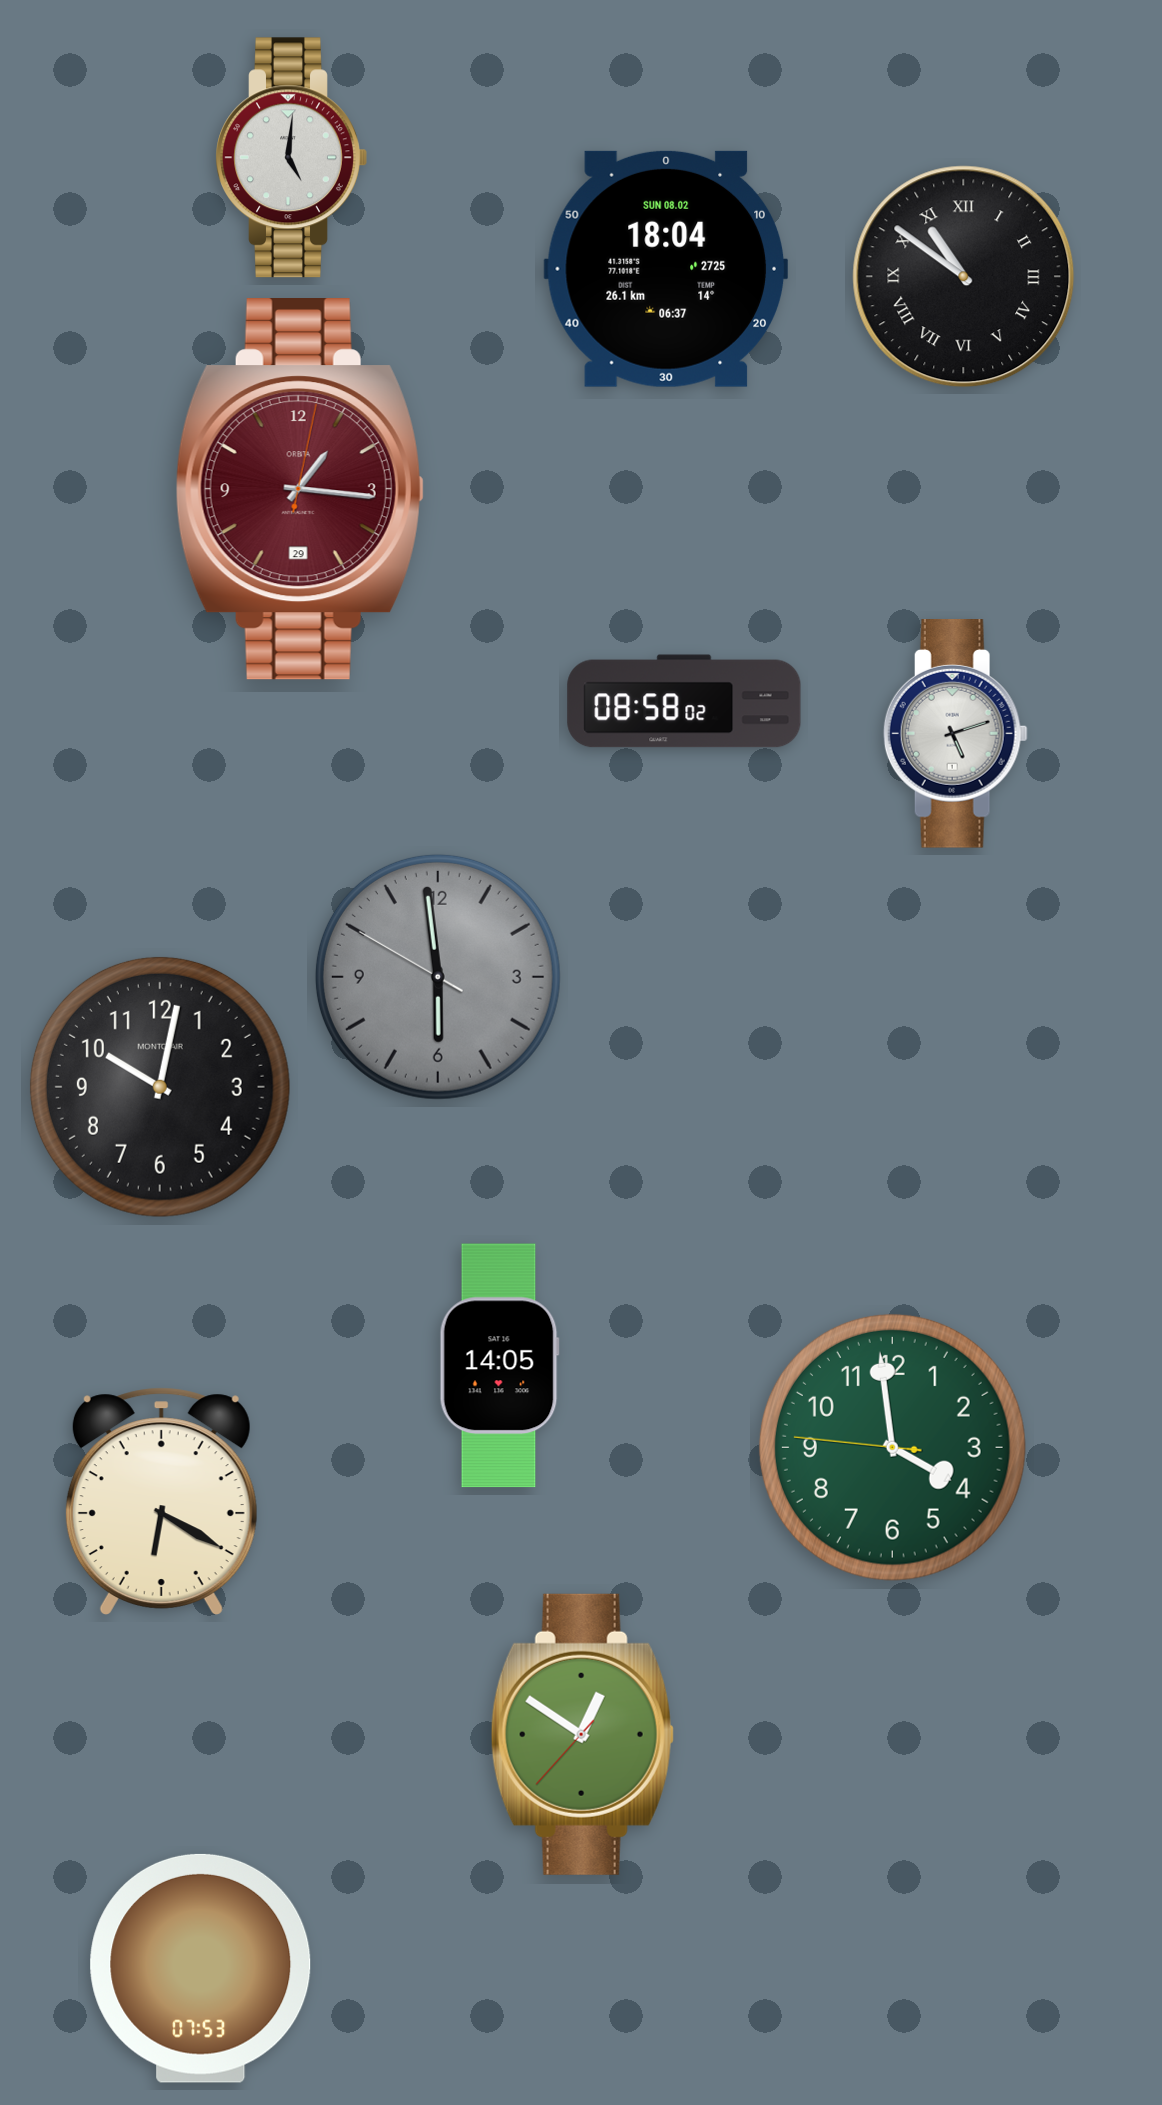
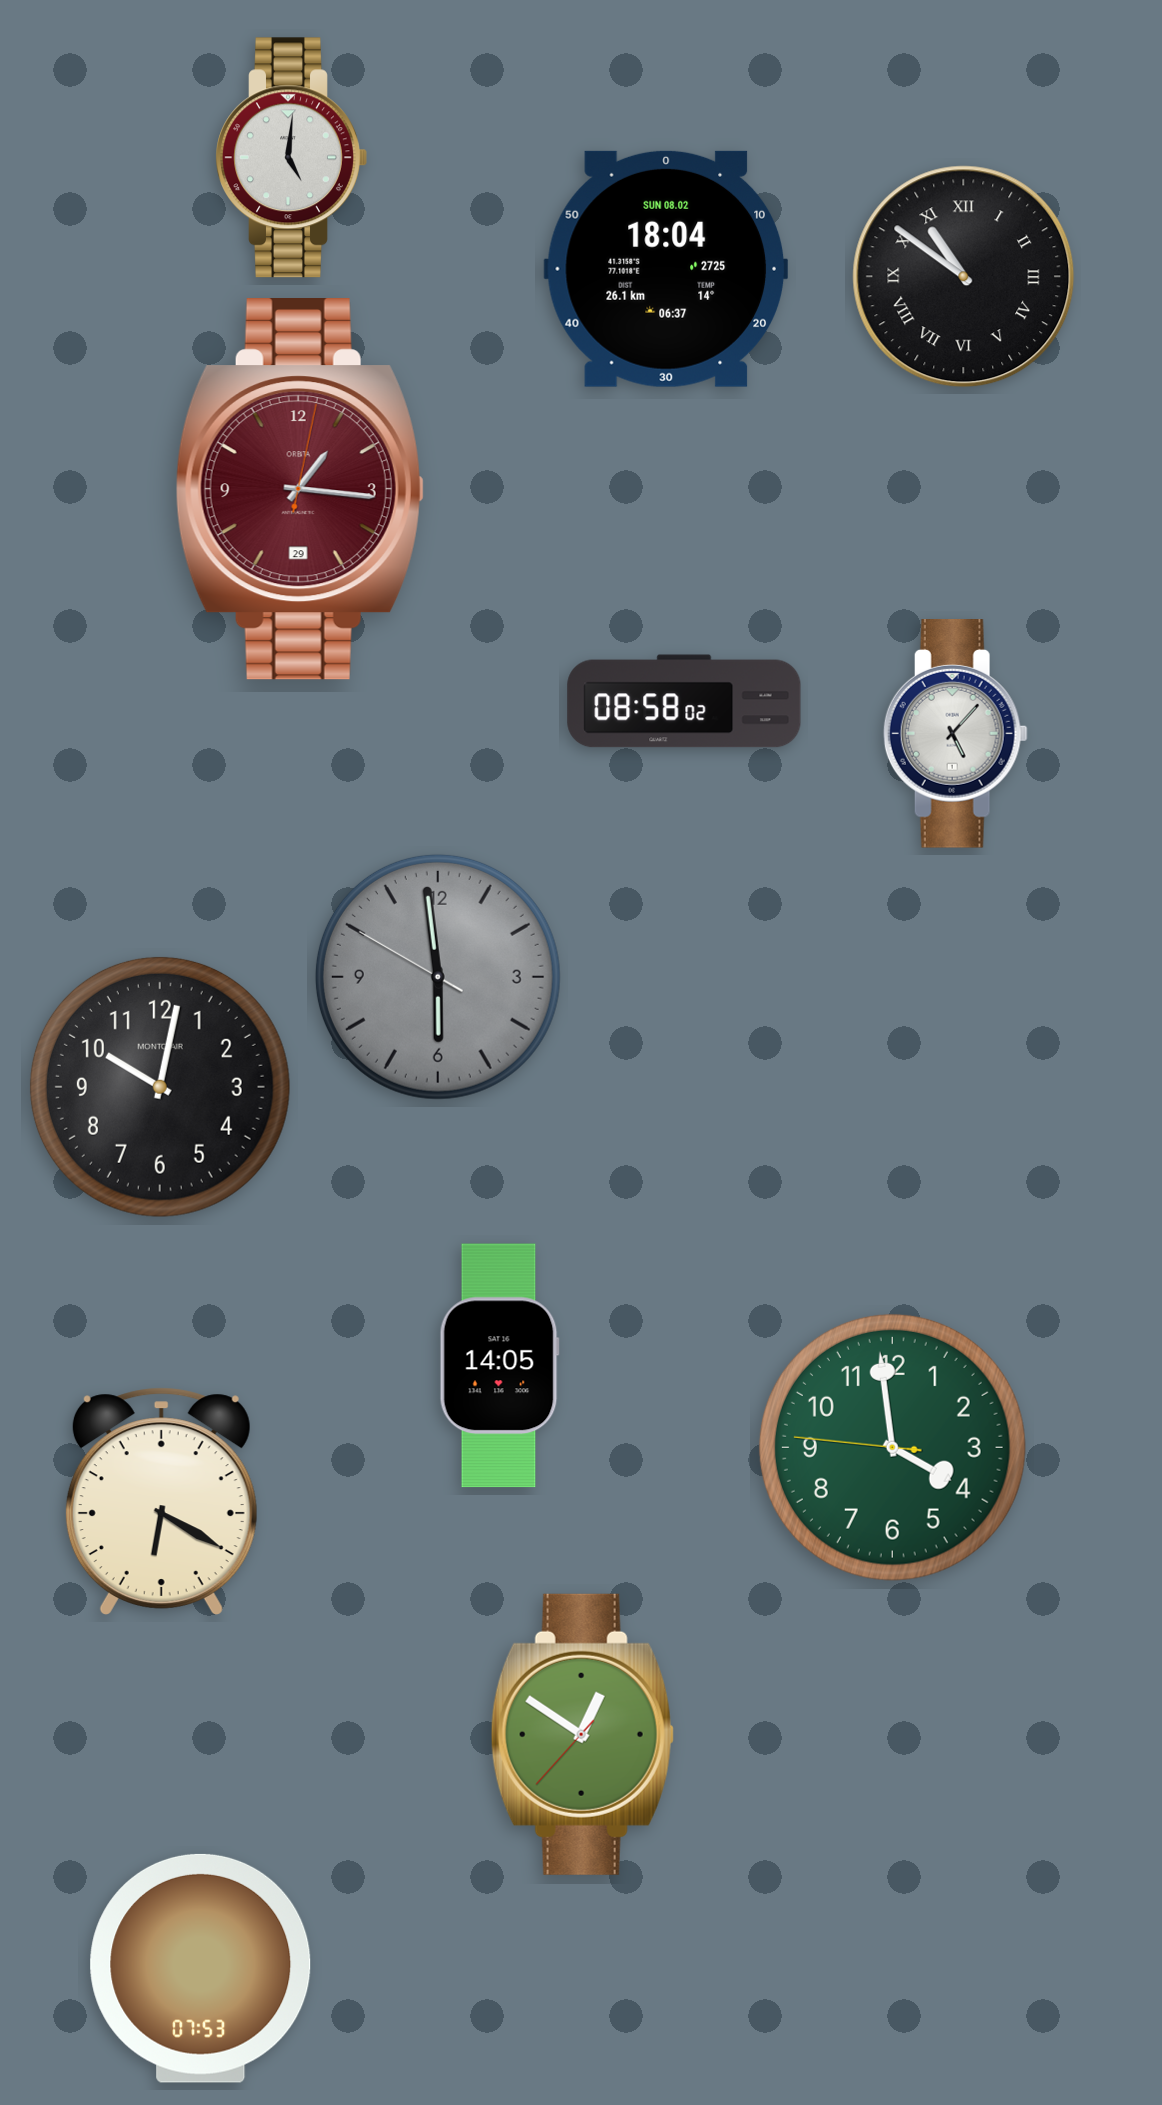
clock at (955, 734): 5:12 -> 5:07
